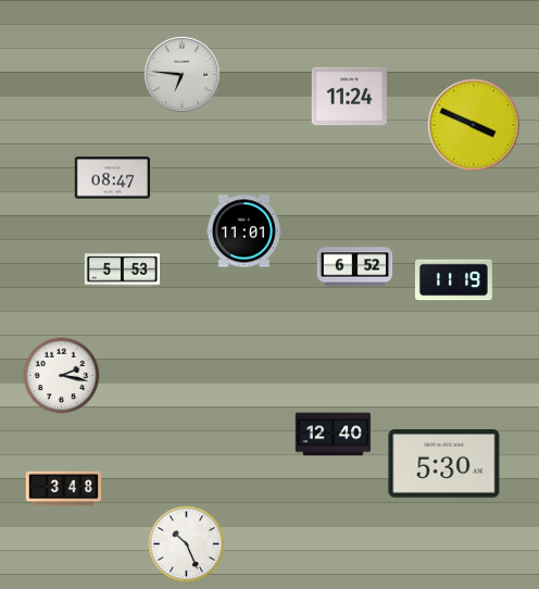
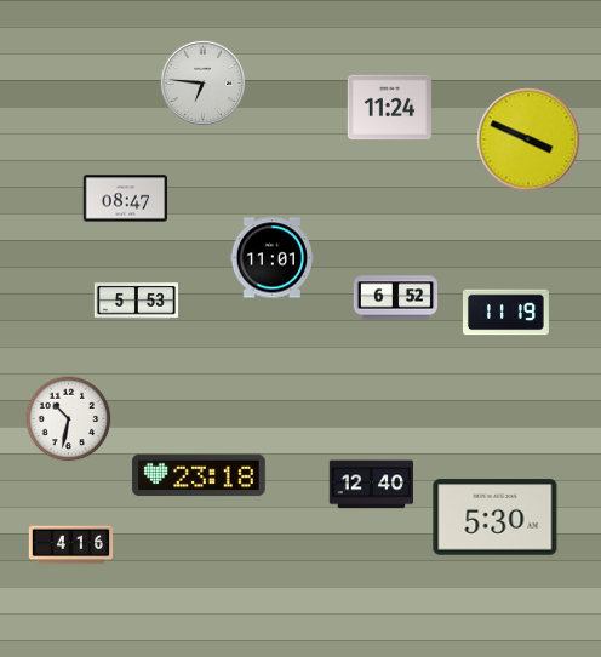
clock at (62, 376): 2:17 -> 10:32
clock at (200, 475): none -> 23:18
clock at (64, 489): 3:48 -> 4:16
clock at (187, 544): 10:26 -> none
